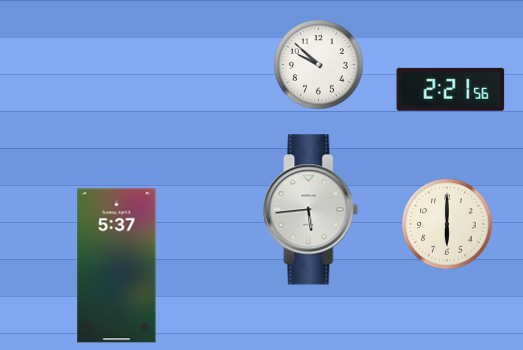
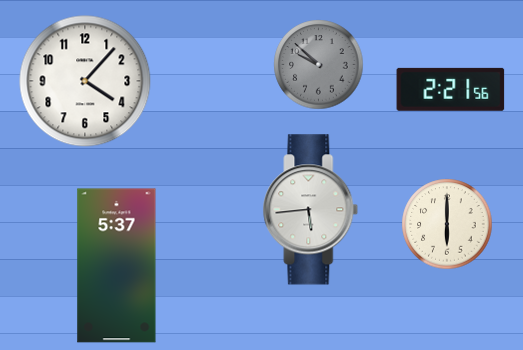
clock at (319, 65) dial: white -> grey
clock at (85, 81): none -> 4:07
